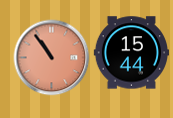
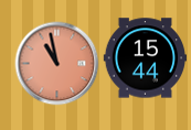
clock at (52, 58): 10:54 -> 10:58
